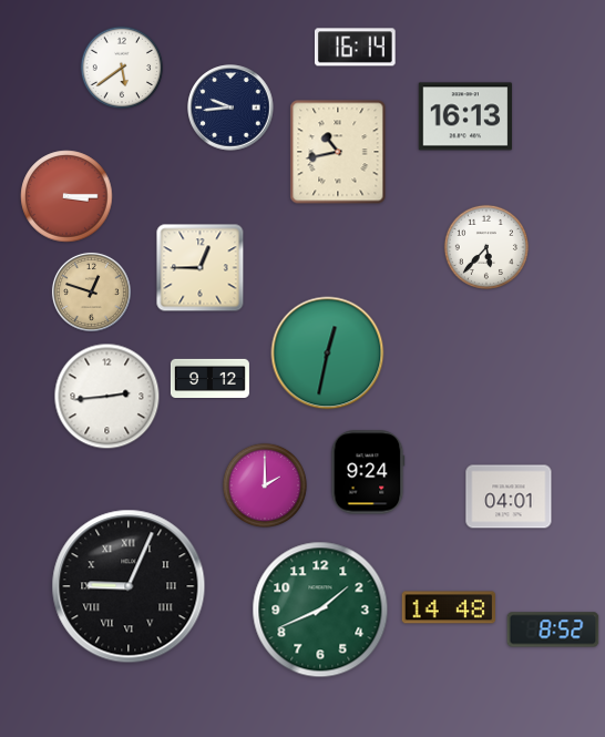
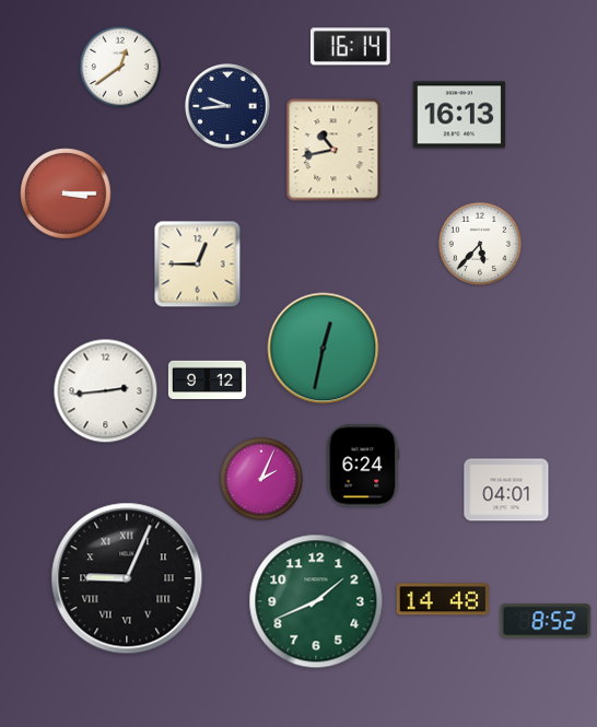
clock at (122, 68): 5:39 -> 12:39
clock at (91, 291): 12:48 -> none
clock at (209, 378) position: (209, 378) -> (207, 379)
clock at (368, 472): 9:24 -> 6:24
clock at (265, 485): 2:00 -> 2:04
clock at (509, 497) position: (509, 497) -> (506, 490)
